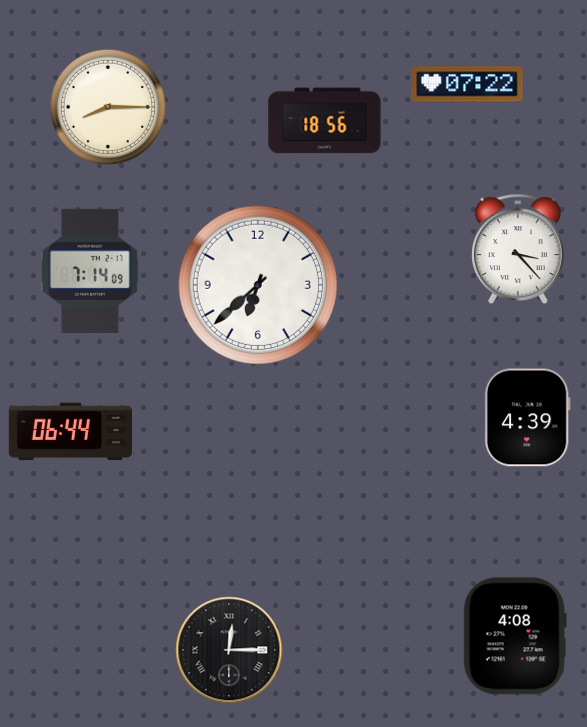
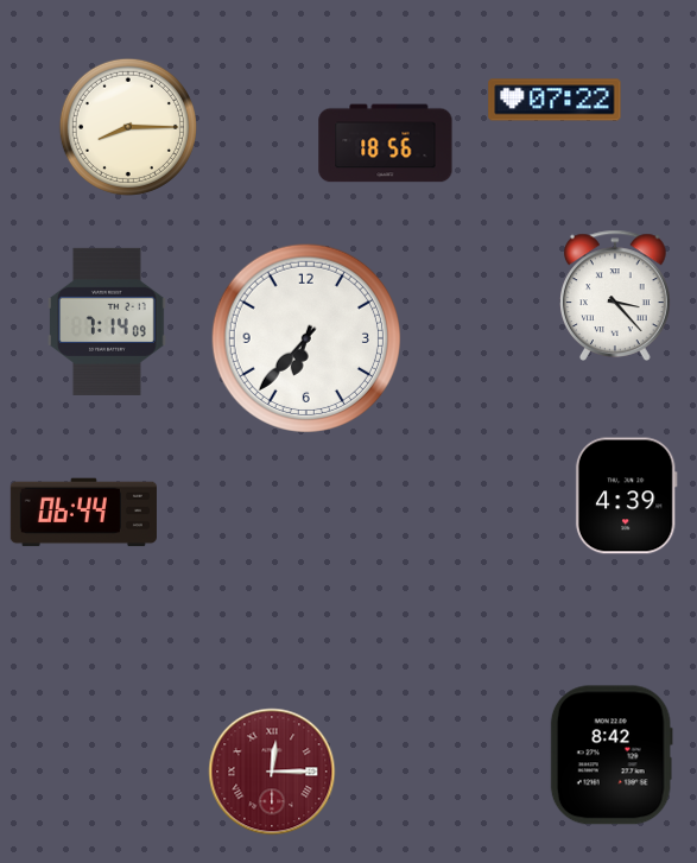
clock at (257, 284): 6:38 -> 6:37
clock at (515, 636): 4:08 -> 8:42
clock at (229, 650) dial: black -> burgundy
